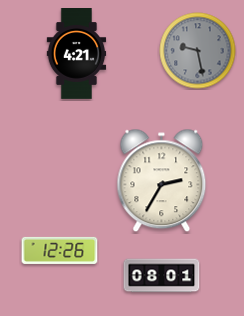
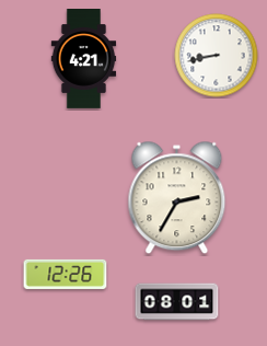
clock at (198, 51): 9:28 -> 8:43
clock at (198, 51) dial: grey -> white
